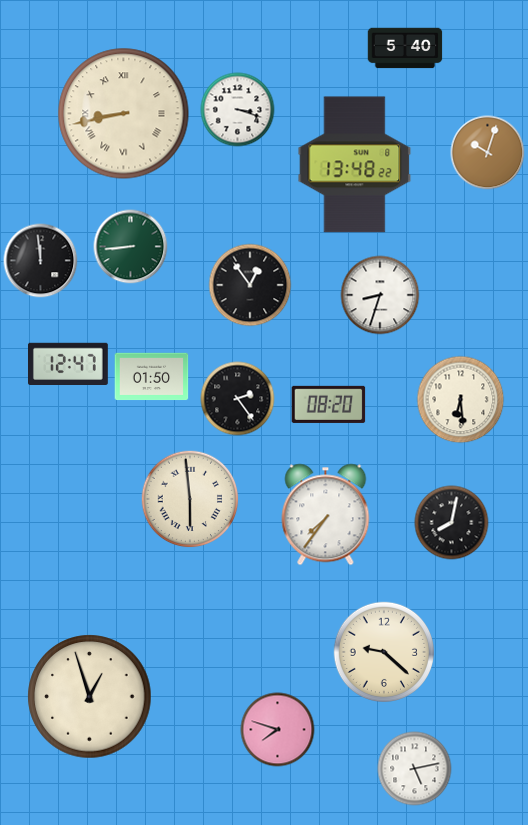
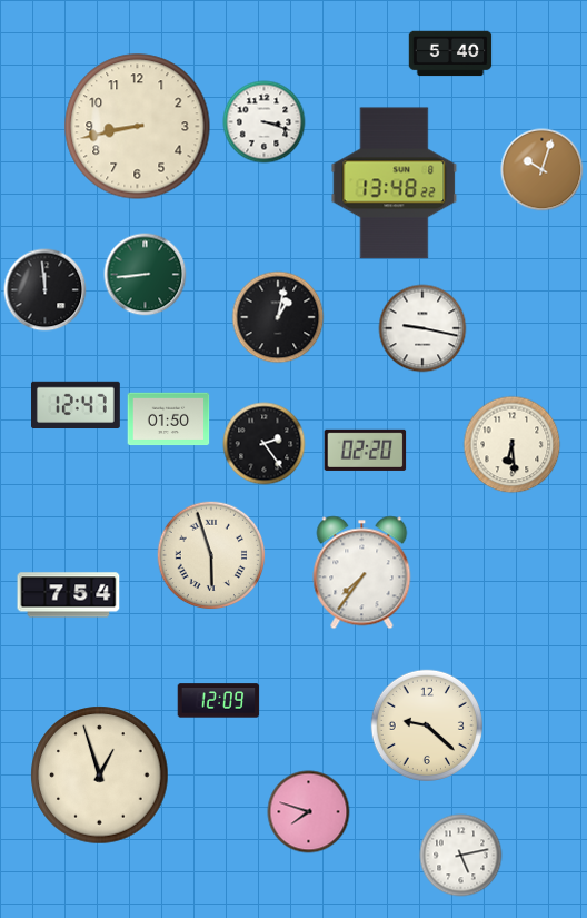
clock at (124, 114) numerals: Roman -> Arabic
clock at (250, 285): 12:54 -> 1:02
clock at (380, 295): 8:33 -> 9:17
clock at (329, 404): 08:20 -> 02:20
clock at (190, 499): 5:59 -> 5:57
clock at (452, 523): 8:02 -> none
clock at (69, 595): none -> 7:54
clock at (219, 701): none -> 12:09
